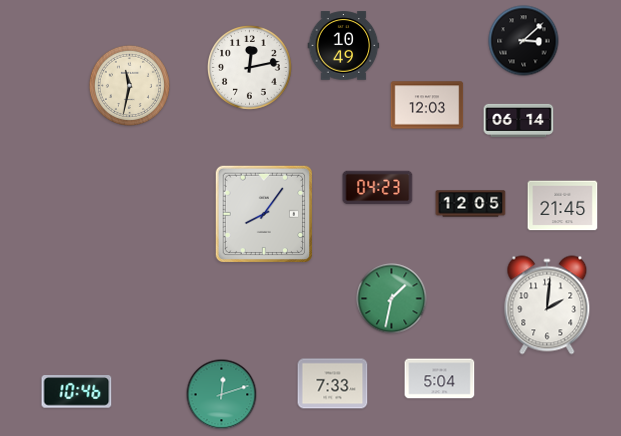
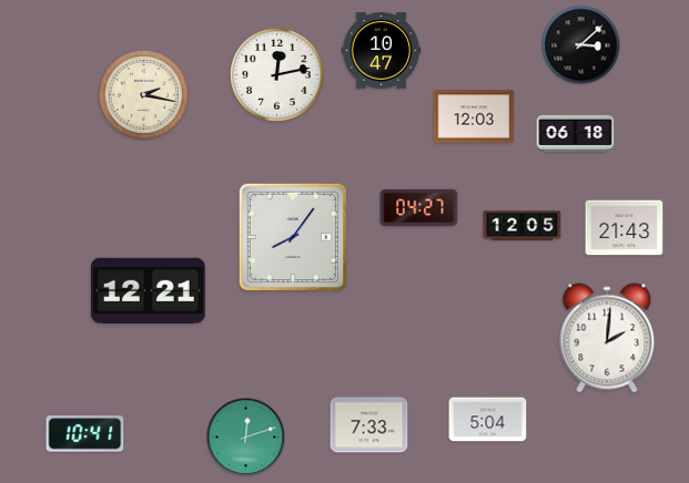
clock at (344, 46): 10:49 -> 10:47
clock at (129, 85): 11:32 -> 2:17
clock at (519, 120): 06:14 -> 06:18
clock at (378, 188): 04:23 -> 04:27
clock at (563, 206): 21:45 -> 21:43
clock at (148, 290): none -> 12:21
clock at (392, 299): 1:32 -> none
clock at (77, 392): 10:46 -> 10:41
